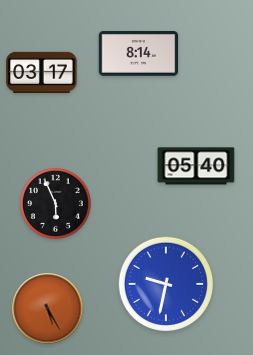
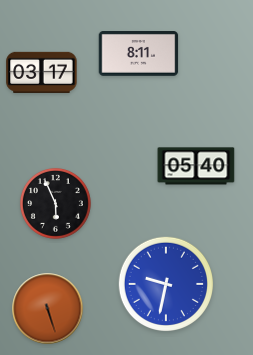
clock at (139, 54): 8:14 -> 8:11
clock at (48, 309): 5:25 -> 5:27
